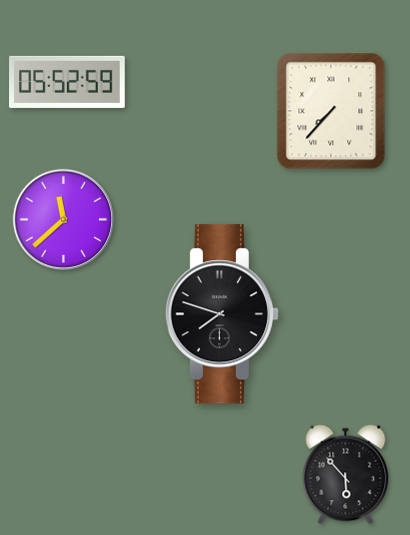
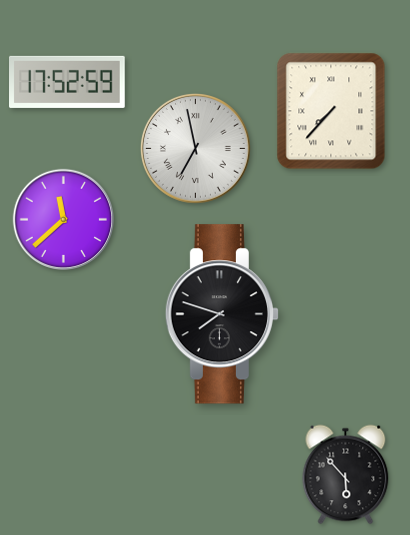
clock at (68, 82): 05:52 -> 17:52
clock at (195, 148): none -> 6:58
